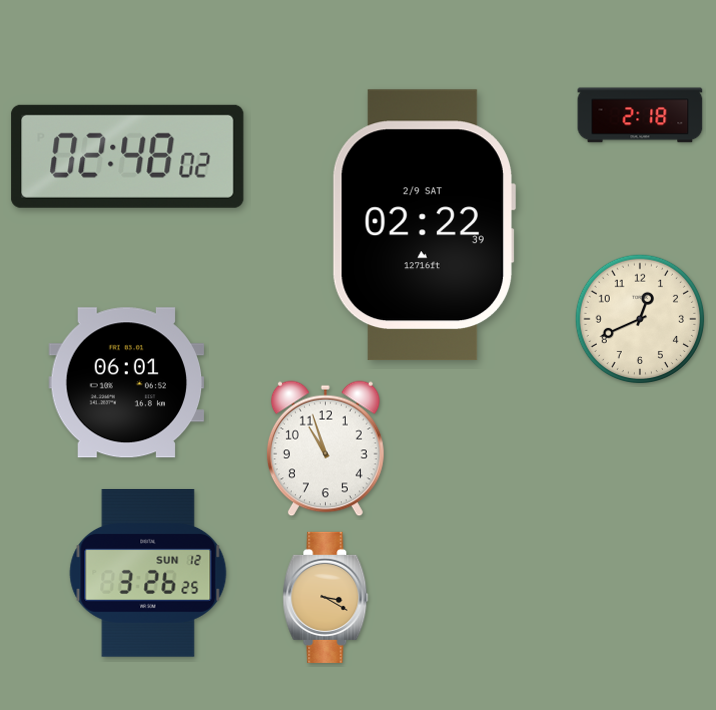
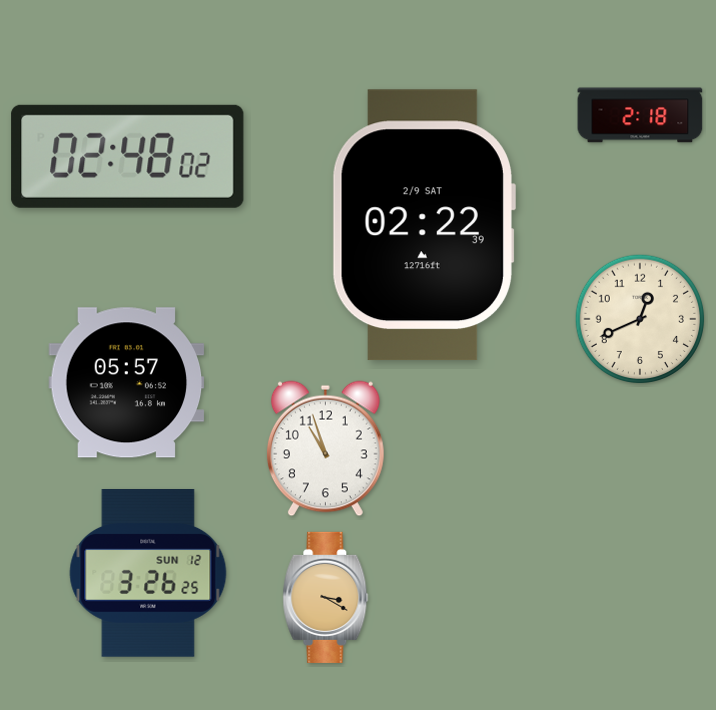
clock at (127, 383): 06:01 -> 05:57
